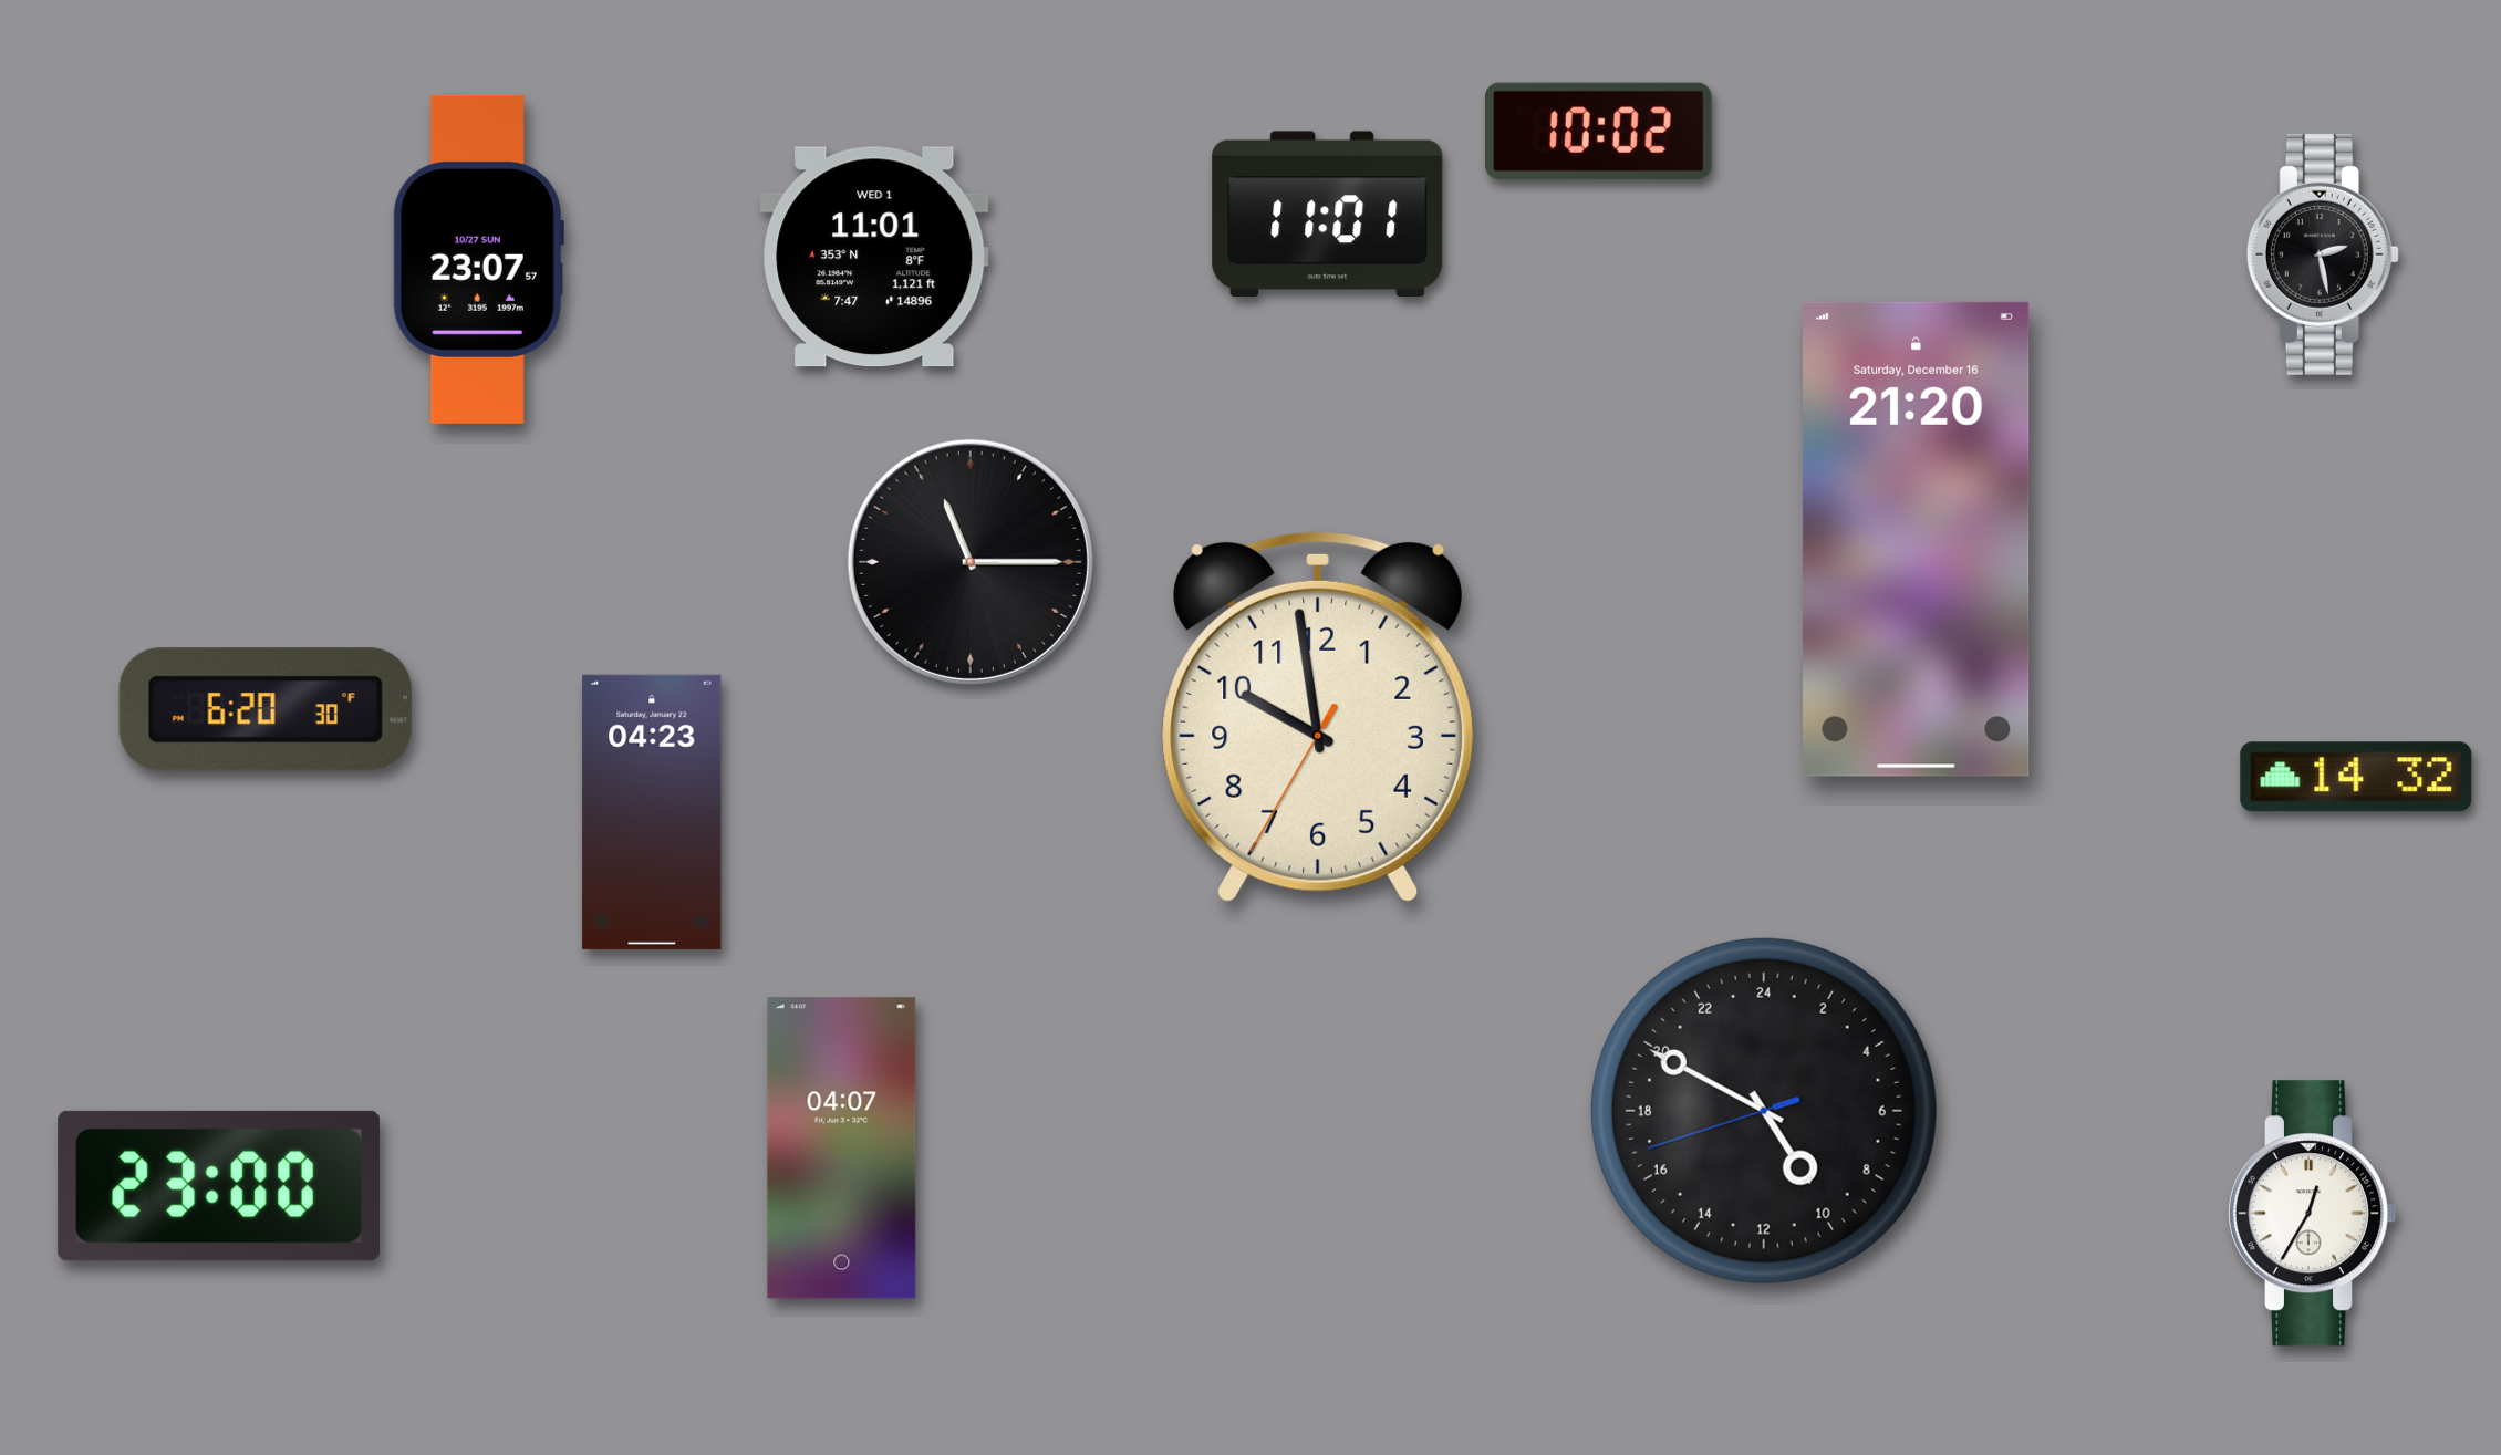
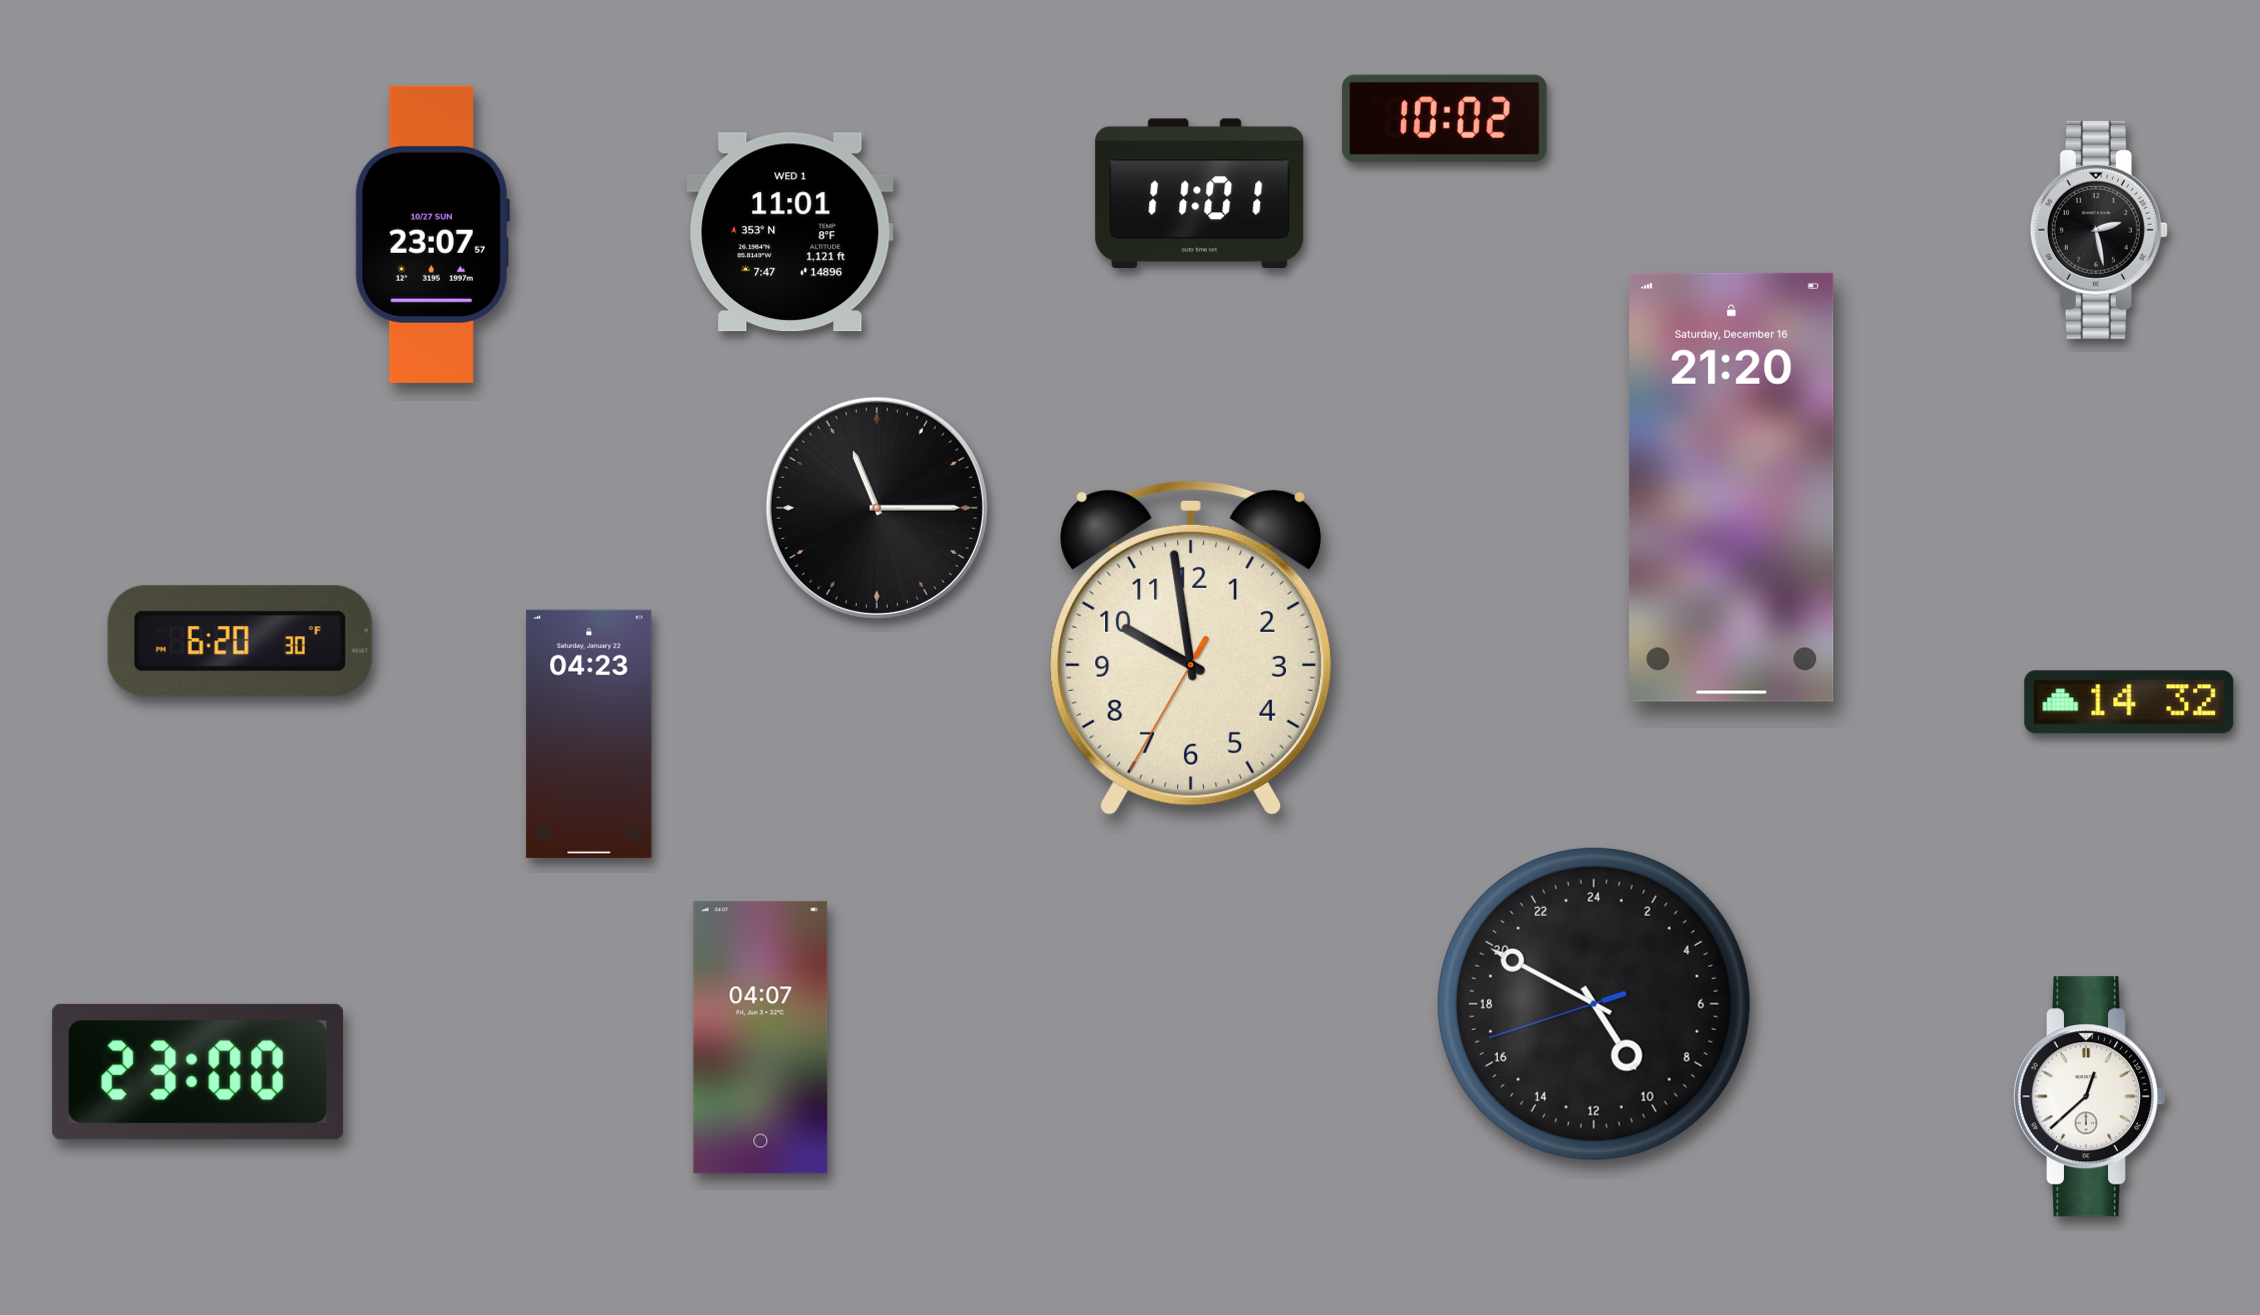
clock at (2312, 1214): 12:35 -> 12:38
